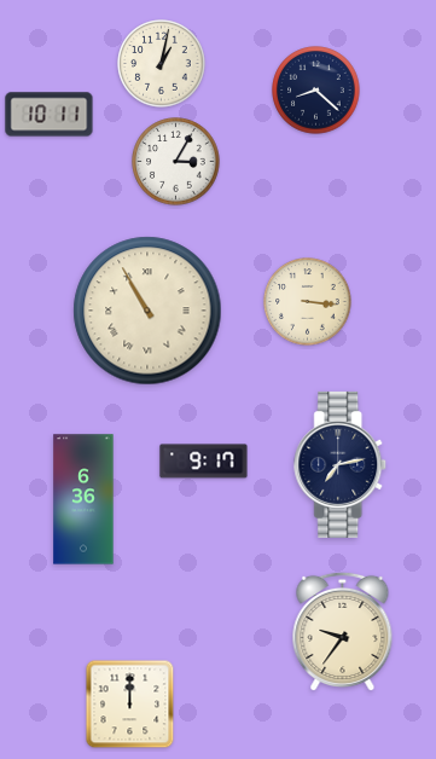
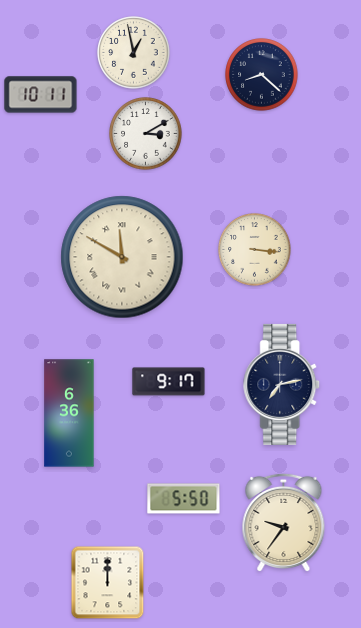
clock at (162, 64): 1:02 -> 12:58
clock at (176, 162): 3:05 -> 3:10
clock at (147, 311): 10:55 -> 11:50
clock at (184, 499): none -> 5:50
